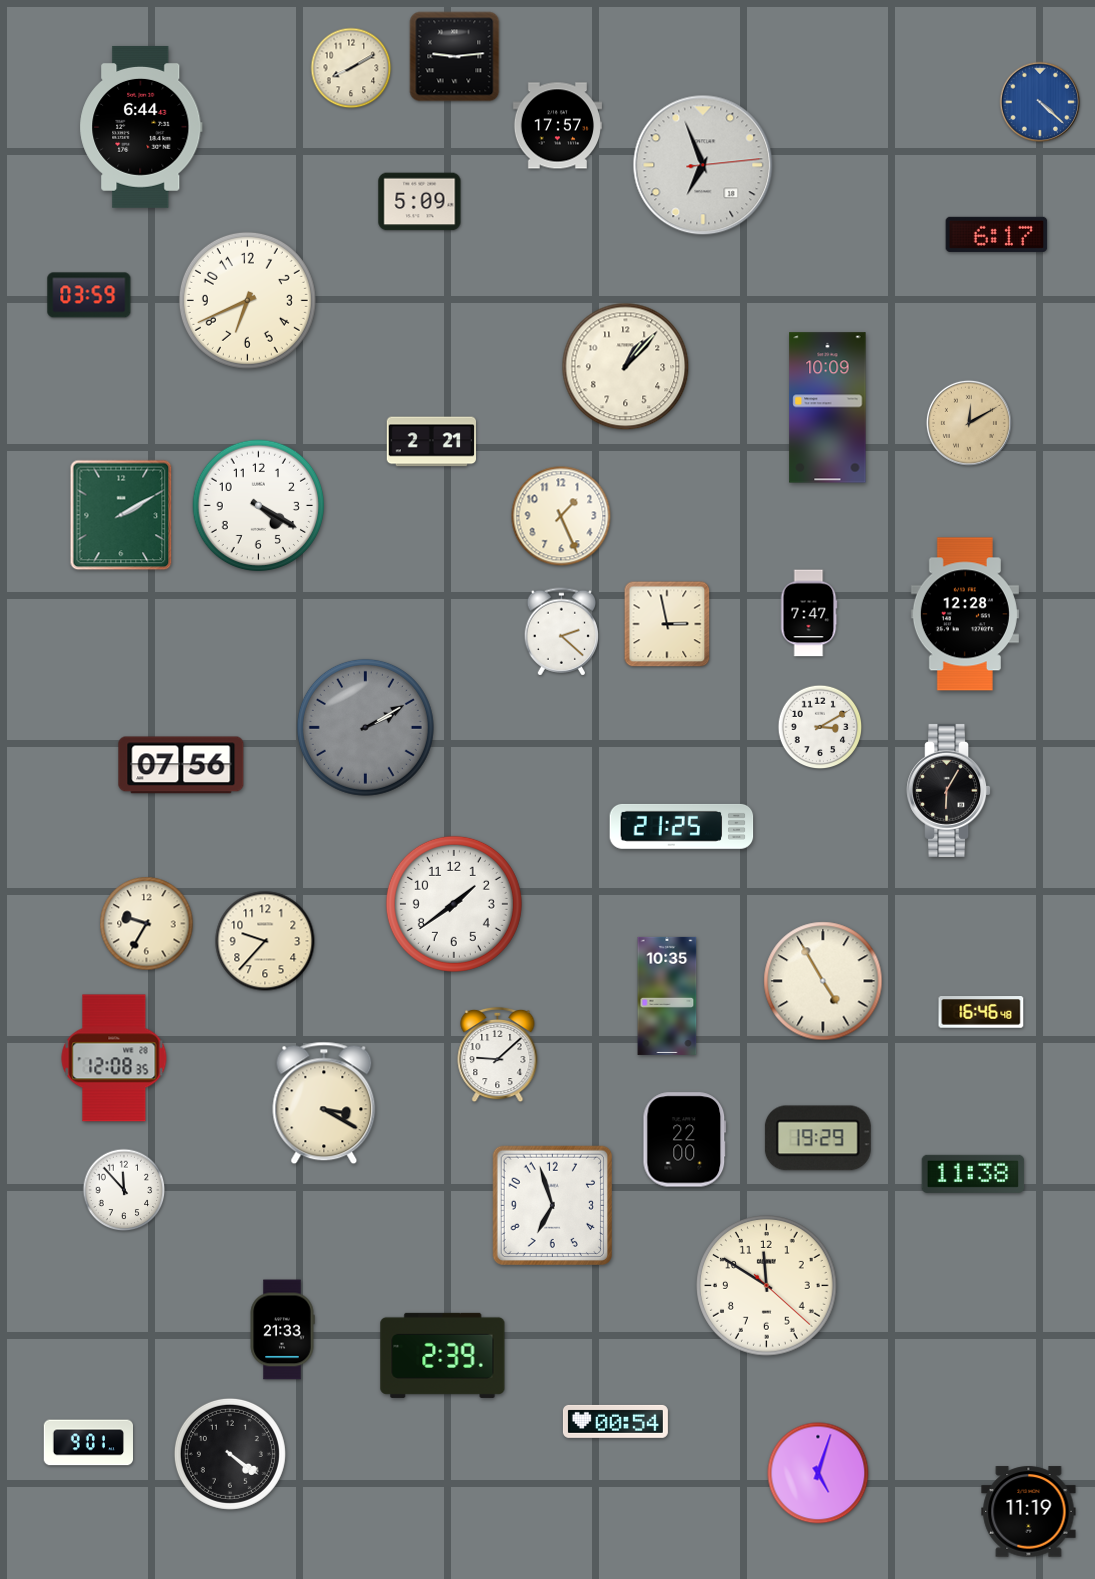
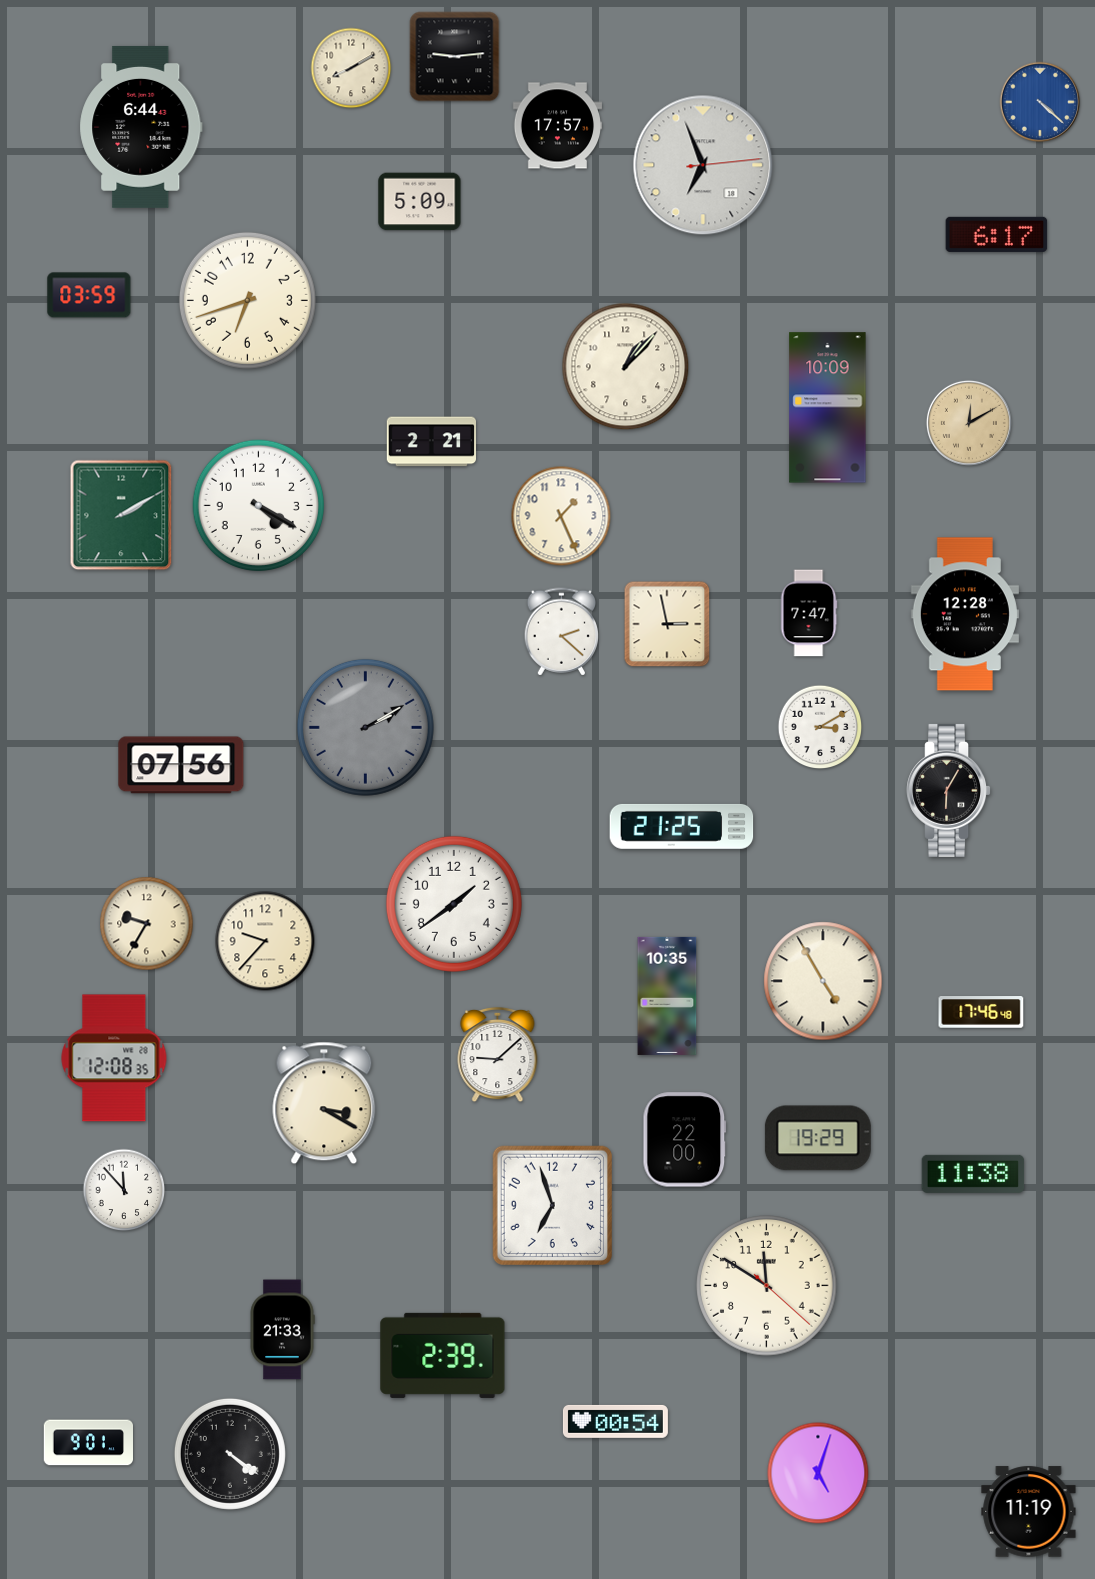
clock at (247, 300): 6:41 -> 6:42
clock at (981, 1012): 16:46 -> 17:46
